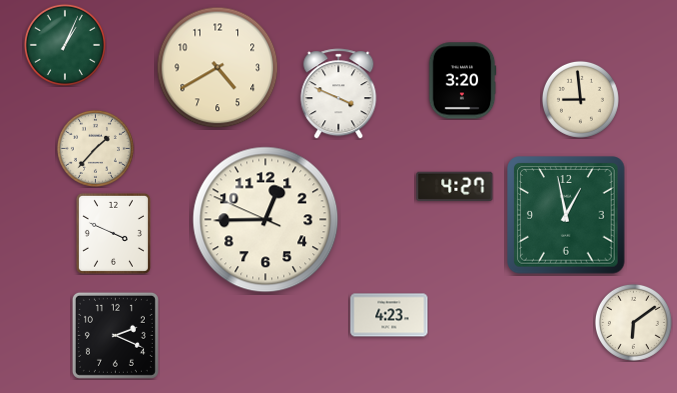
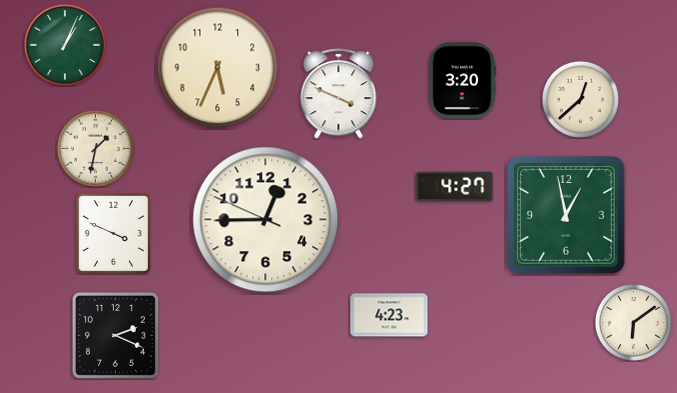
clock at (218, 68): 4:40 -> 5:34
clock at (580, 99): 8:59 -> 12:38
clock at (95, 148): 1:37 -> 1:32
